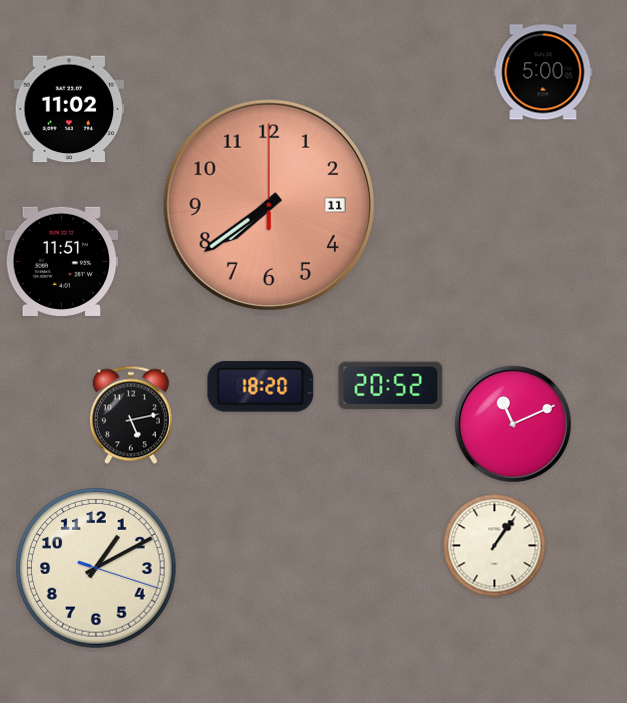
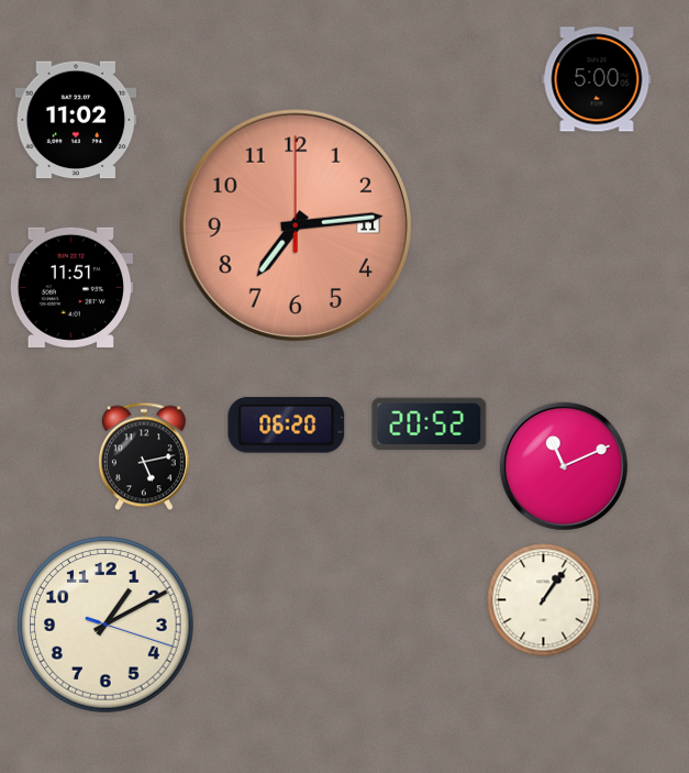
clock at (268, 204): 7:39 -> 7:14
clock at (62, 261) position: (62, 261) -> (71, 287)
clock at (261, 387): 18:20 -> 06:20
